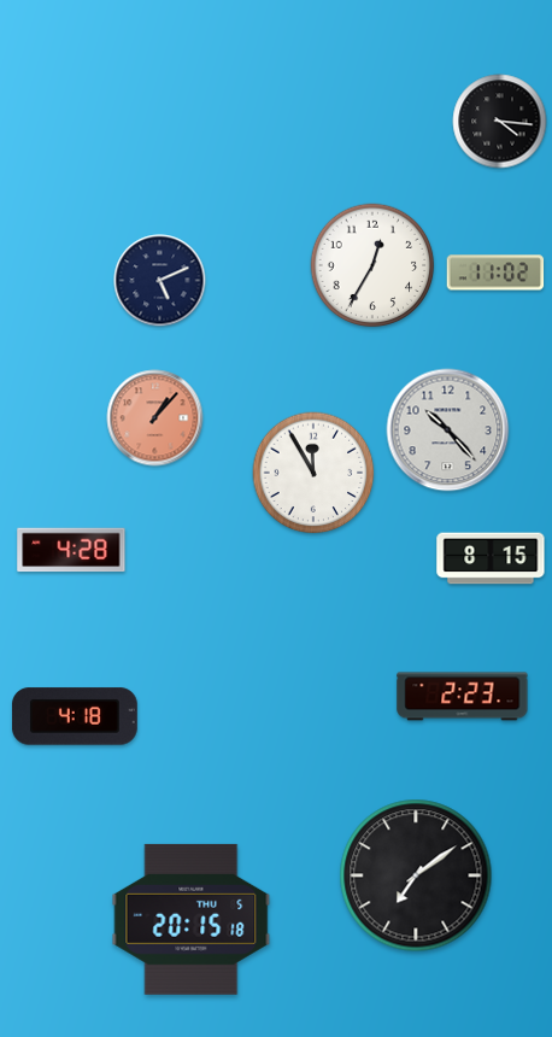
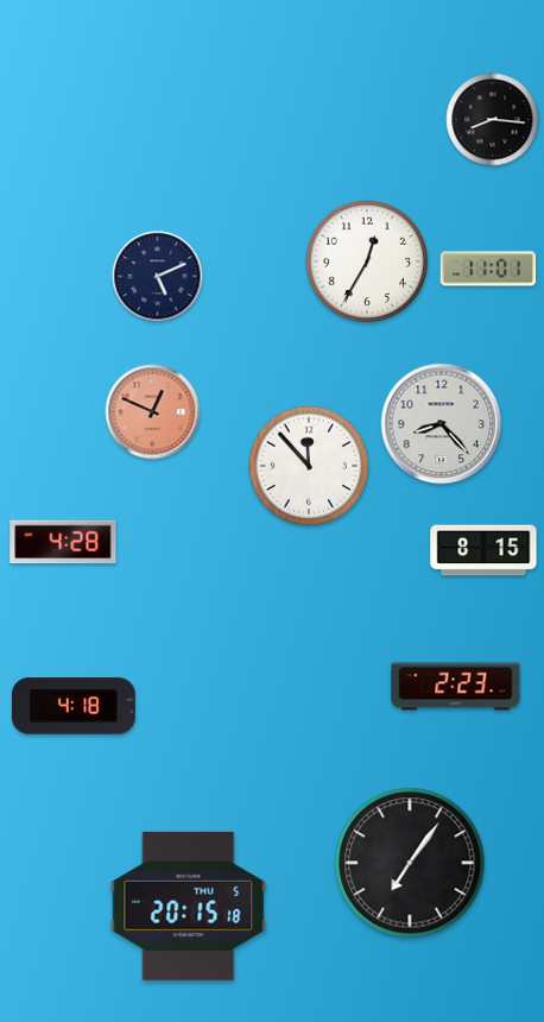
clock at (500, 122): 4:16 -> 8:16
clock at (495, 273): 11:02 -> 11:01
clock at (155, 418): 1:07 -> 12:49
clock at (448, 430): 10:23 -> 8:23
clock at (313, 473): 11:55 -> 11:53
clock at (71, 550) position: (71, 550) -> (63, 542)
clock at (416, 875): 7:09 -> 7:06
